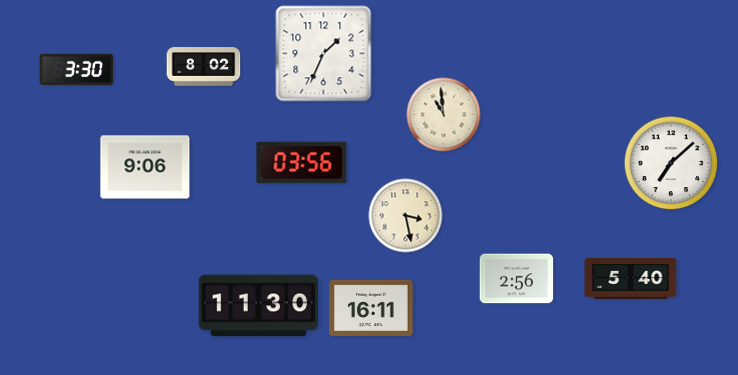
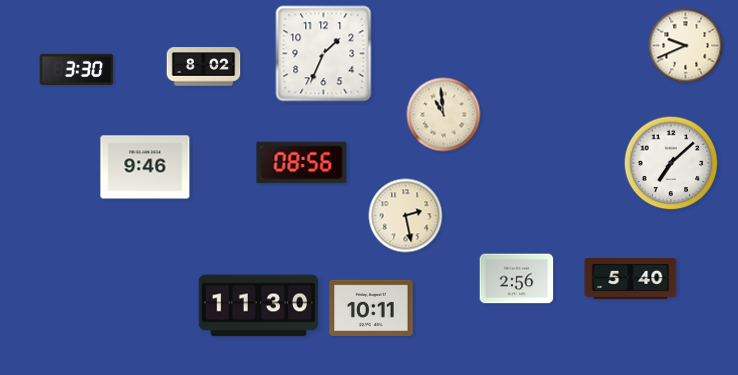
clock at (686, 46): none -> 9:41
clock at (302, 163): 03:56 -> 08:56
clock at (145, 167): 9:06 -> 9:46
clock at (406, 216): 3:28 -> 2:28
clock at (371, 308): 16:11 -> 10:11
